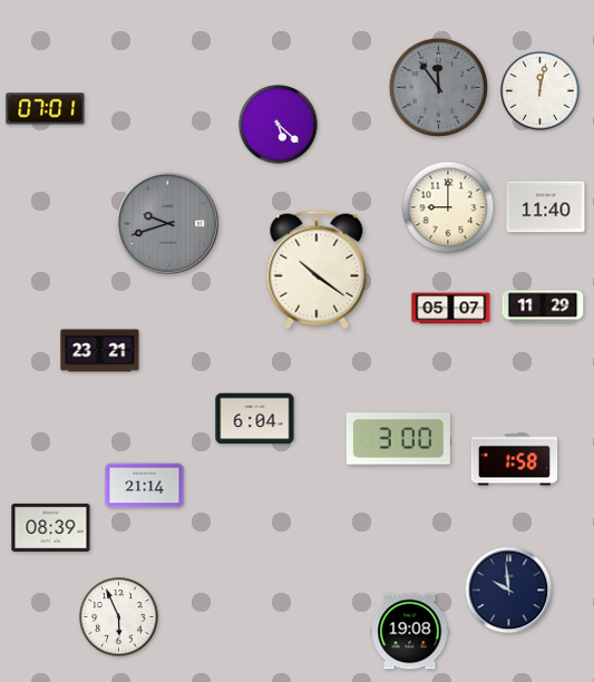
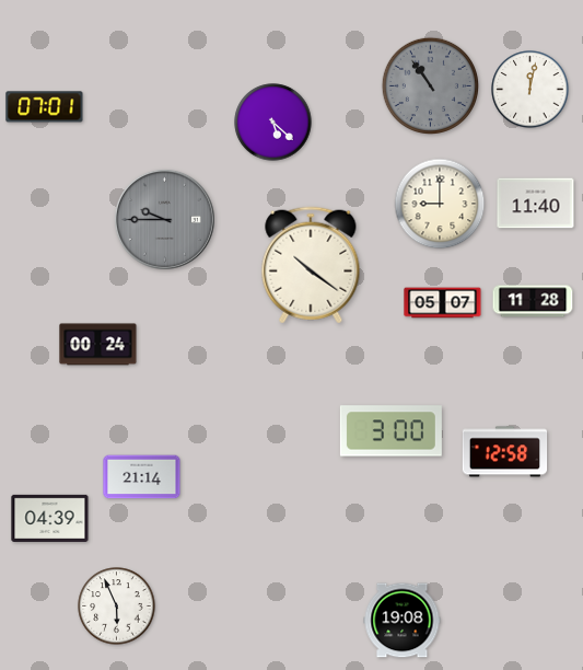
clock at (438, 87): 11:54 -> 10:54
clock at (167, 223): 9:42 -> 9:45
clock at (543, 306): 11:29 -> 11:28
clock at (100, 351): 23:21 -> 00:24
clock at (255, 419): 6:04 -> none
clock at (515, 460): 1:58 -> 12:58
clock at (51, 527): 08:39 -> 04:39
clock at (509, 591): 9:59 -> none
